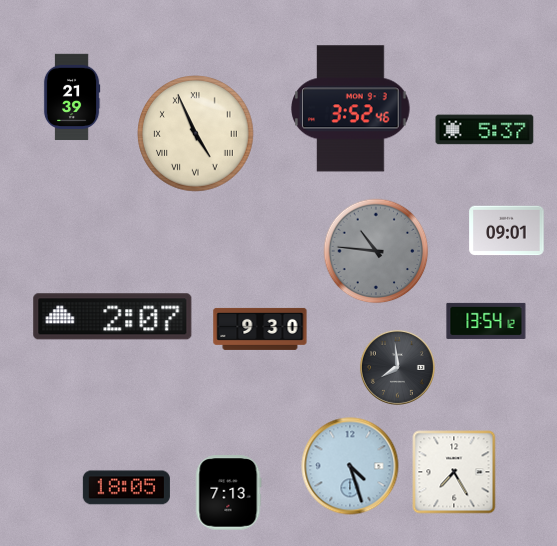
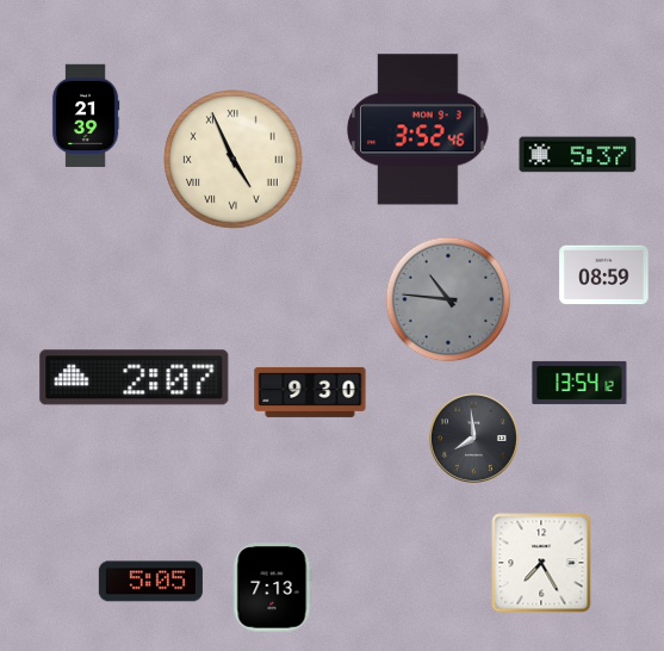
clock at (507, 231): 09:01 -> 08:59
clock at (350, 466): 4:27 -> none
clock at (126, 488): 18:05 -> 5:05
